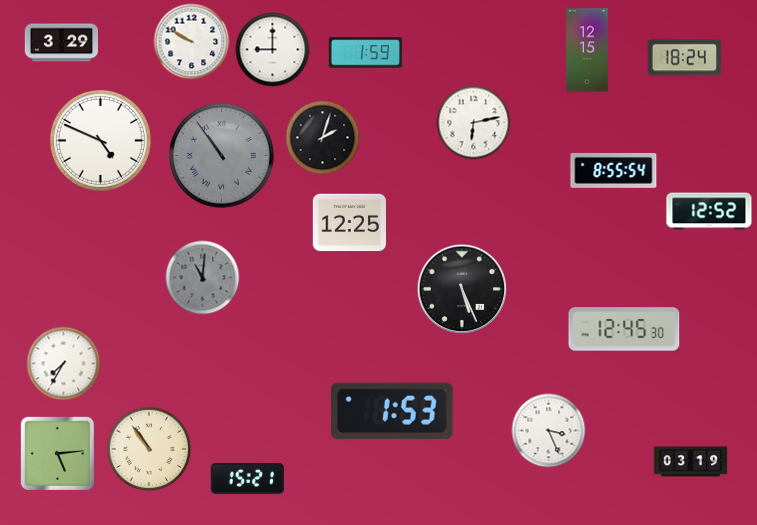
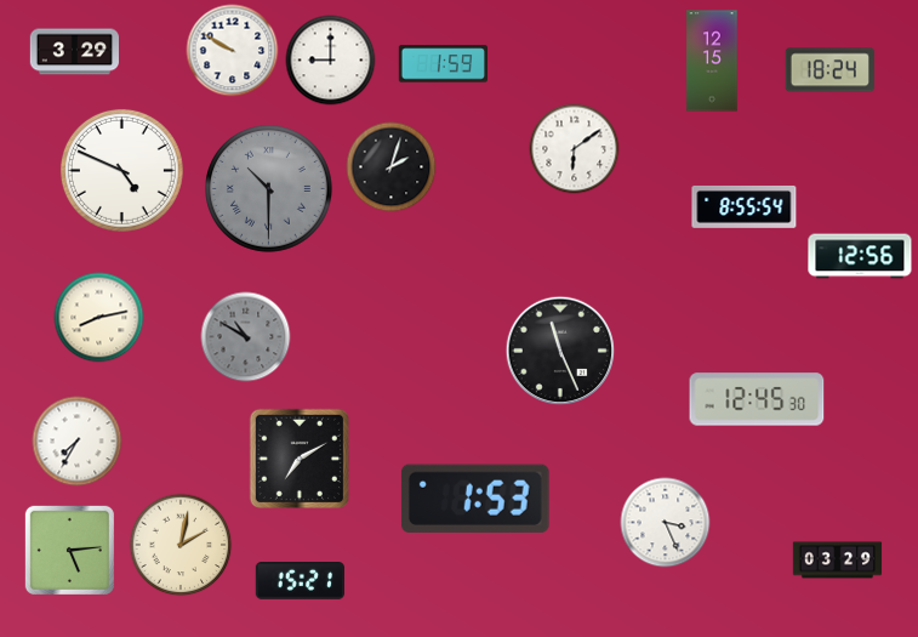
clock at (474, 123): 6:13 -> 6:09
clock at (222, 156): 10:54 -> 10:30
clock at (709, 211): 12:52 -> 12:56
clock at (349, 223): 12:25 -> none
clock at (99, 318): none -> 8:13
clock at (203, 278): 11:01 -> 10:50
clock at (462, 289): 5:26 -> 11:26
clock at (298, 457): none -> 7:10
clock at (149, 449): 10:54 -> 2:02
clock at (691, 462): 03:19 -> 03:29
